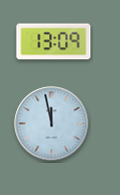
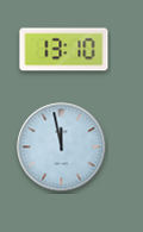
clock at (54, 42): 13:09 -> 13:10
